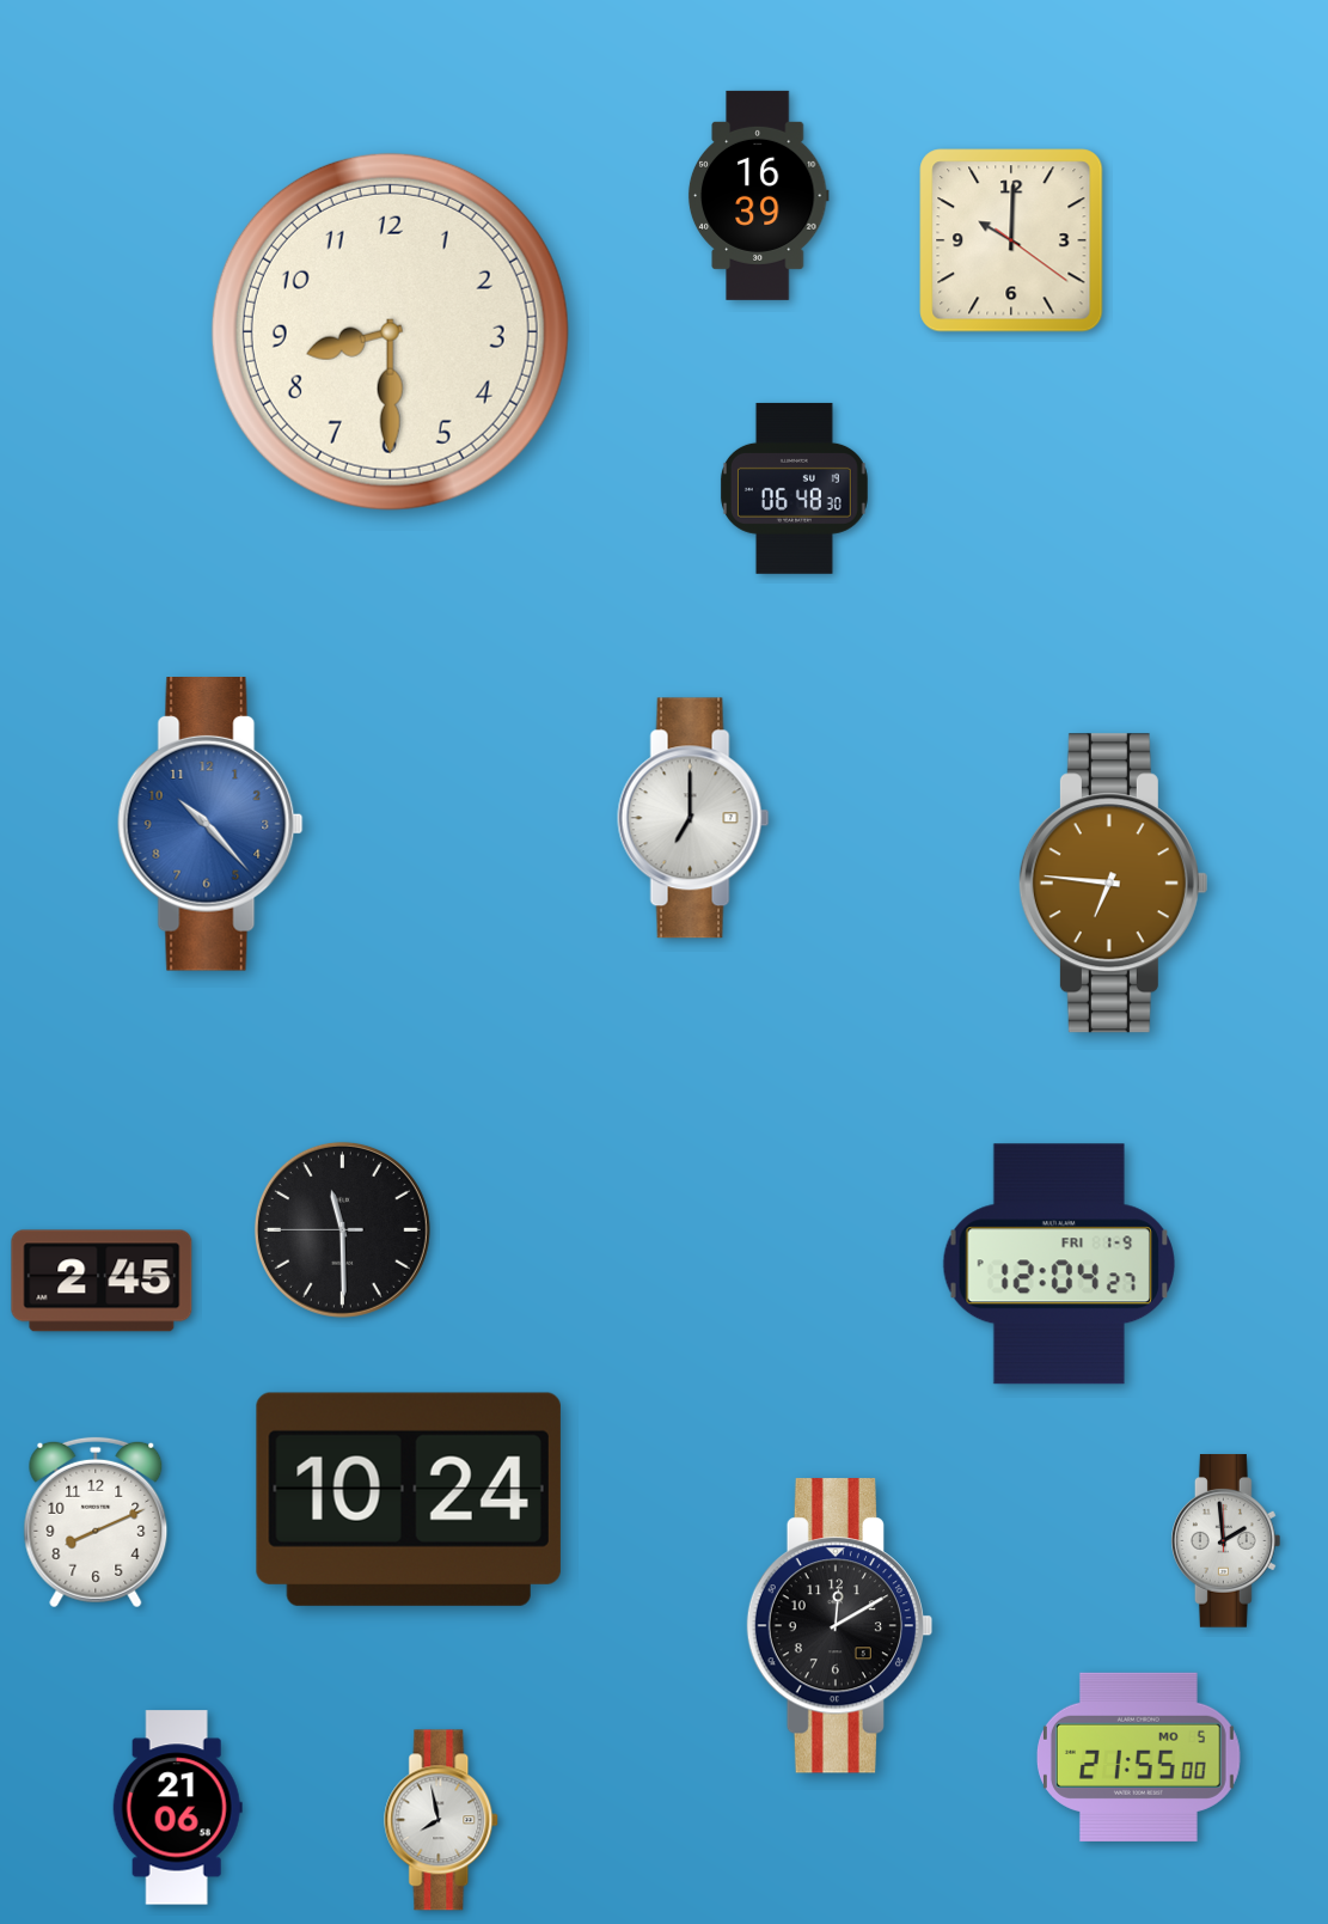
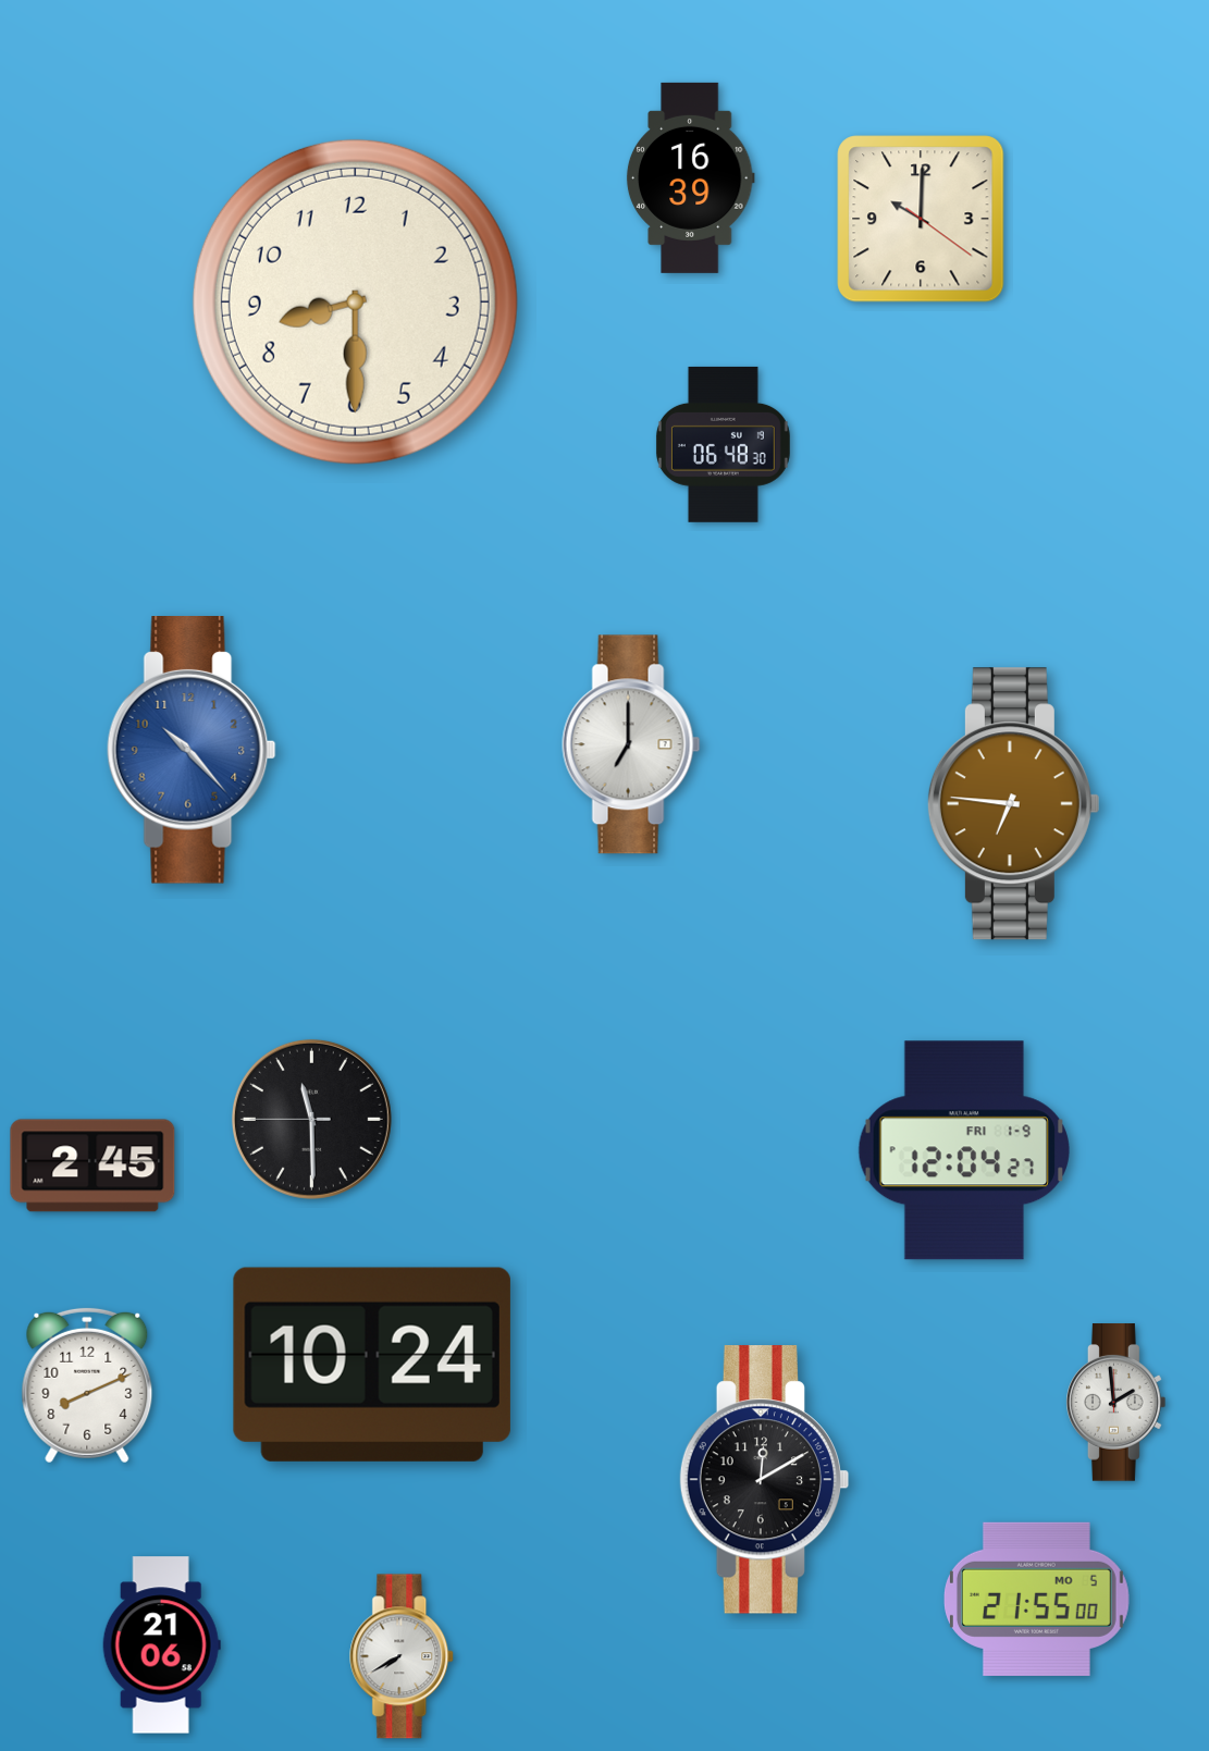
clock at (442, 1820): 7:58 -> 7:40
